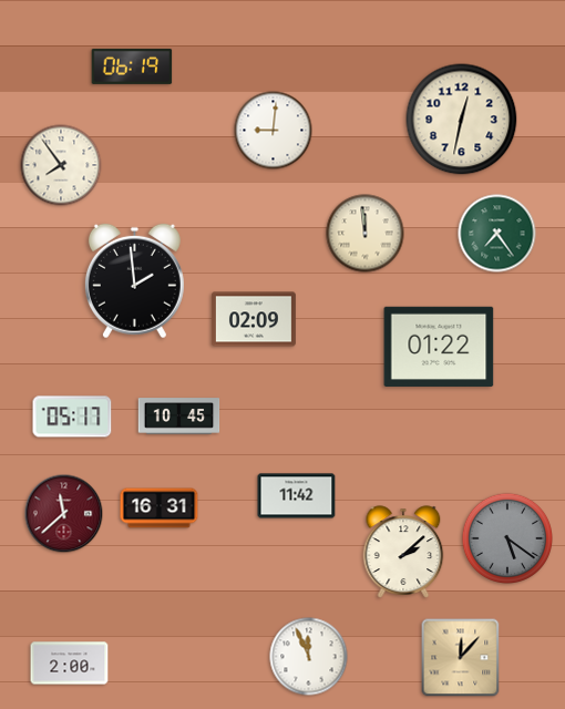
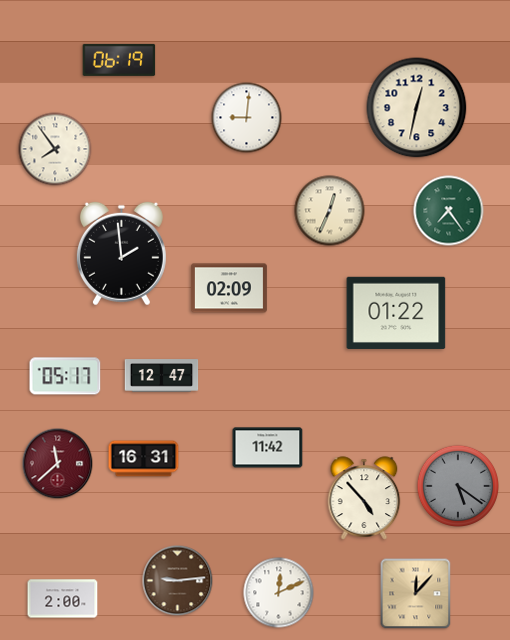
clock at (366, 234): 11:59 -> 12:34
clock at (179, 417): 10:45 -> 12:47
clock at (403, 552): 2:08 -> 4:53
clock at (178, 581): none -> 9:14
clock at (309, 657): 11:56 -> 12:11
